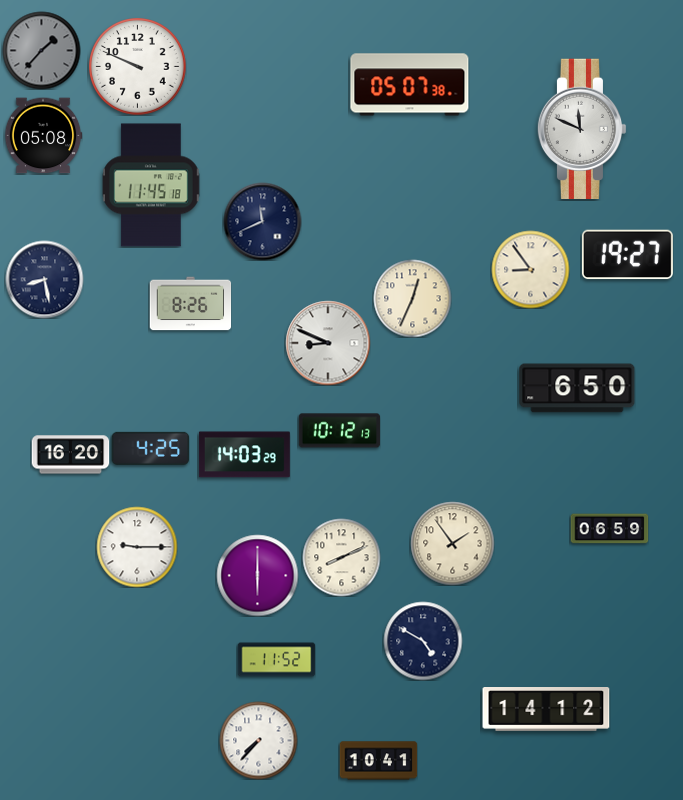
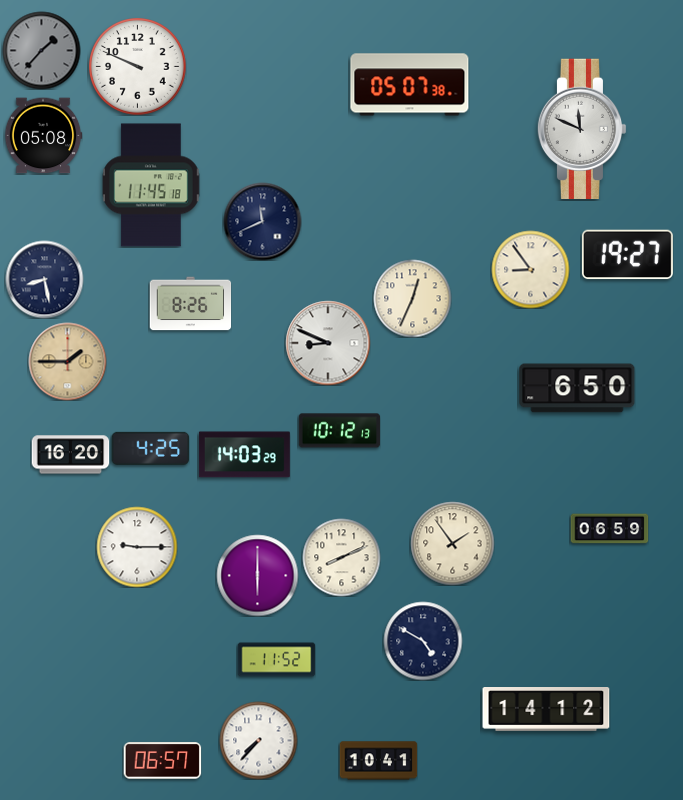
clock at (67, 361): none -> 1:45
clock at (162, 761): none -> 06:57
